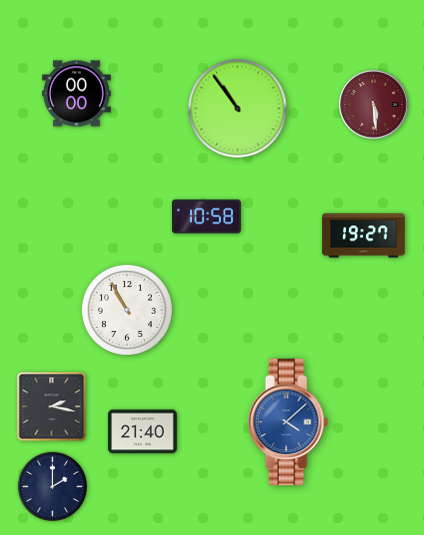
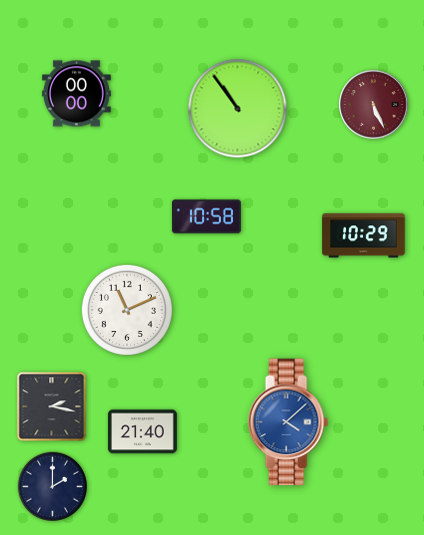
clock at (374, 105): 5:29 -> 5:26
clock at (364, 236): 19:27 -> 10:29
clock at (127, 310): 10:55 -> 11:11
